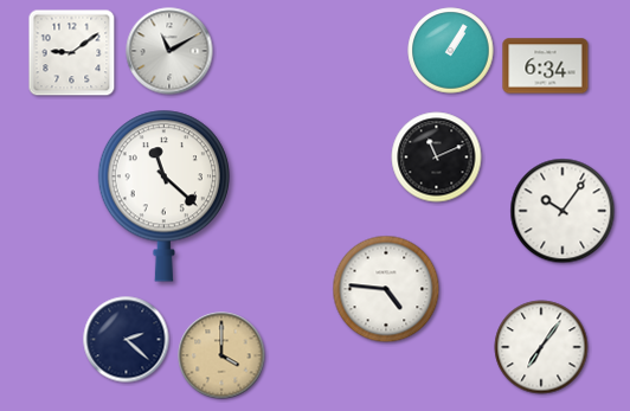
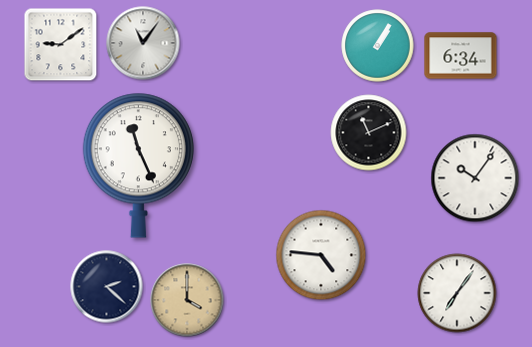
clock at (169, 51): 11:10 -> 11:06
clock at (451, 51) position: (451, 51) -> (378, 46)
clock at (163, 195): 11:22 -> 11:26
clock at (386, 289) position: (386, 289) -> (321, 255)
